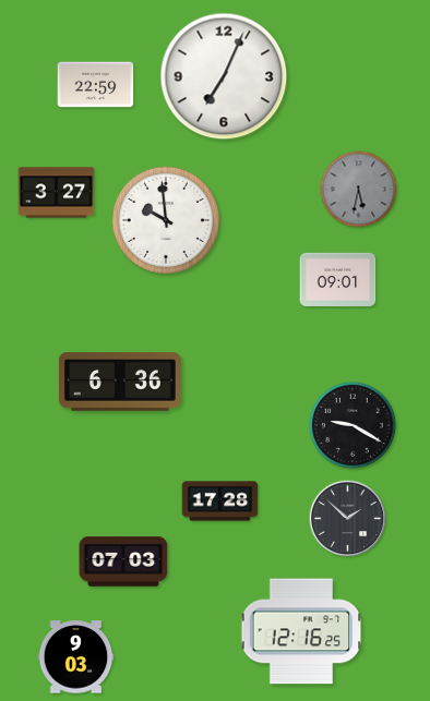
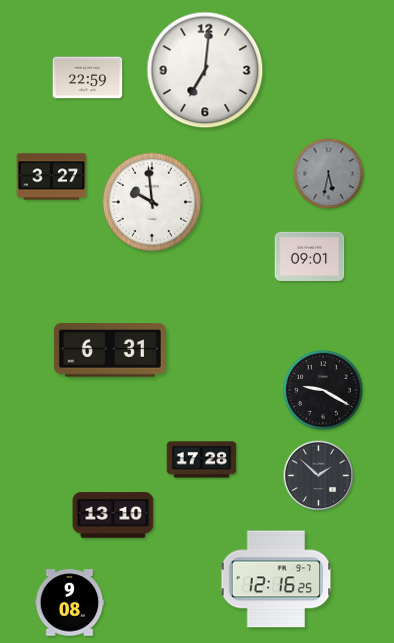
clock at (224, 76): 7:04 -> 7:01
clock at (120, 382): 6:36 -> 6:31
clock at (123, 561): 07:03 -> 13:10
clock at (76, 657): 9:03 -> 9:08
